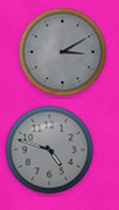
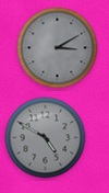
clock at (50, 150): 4:48 -> 4:50
